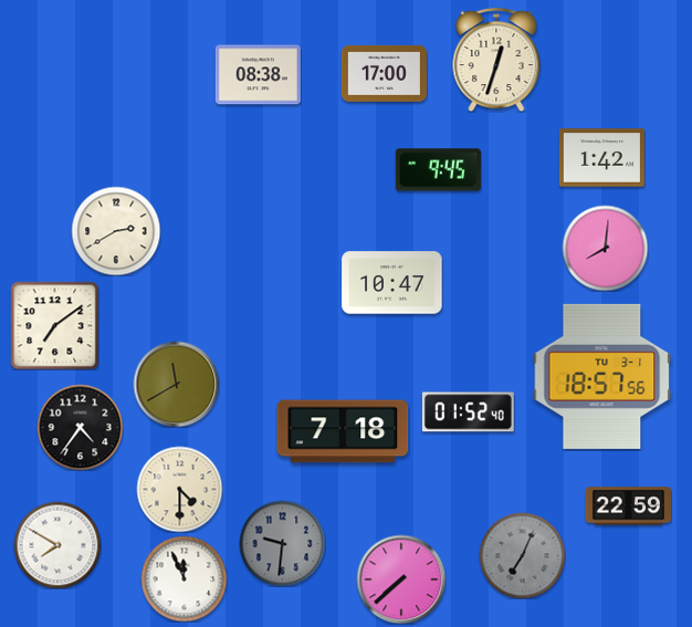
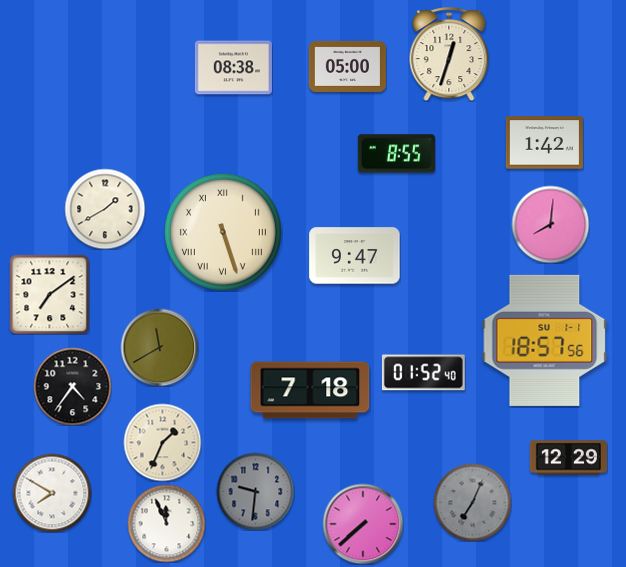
clock at (384, 73): 17:00 -> 05:00
clock at (438, 170): 9:45 -> 8:55
clock at (116, 231): 2:40 -> 1:40
clock at (605, 248) position: (605, 248) -> (550, 224)
clock at (223, 232): none -> 5:27
clock at (392, 283): 10:47 -> 9:47
clock at (602, 376) date: TU 3-1 -> SU 1-1
clock at (179, 489): 4:30 -> 1:34
clock at (628, 506): 22:59 -> 12:29
